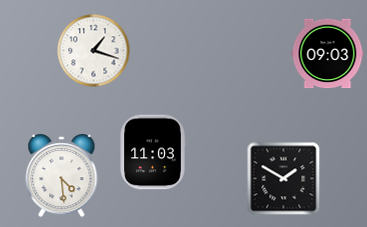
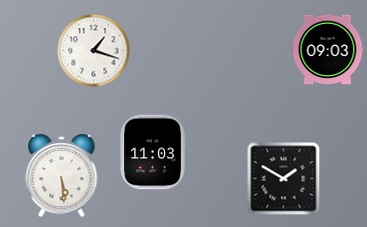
clock at (328, 54) position: (328, 54) -> (328, 50)
clock at (62, 177): 4:29 -> 5:29
